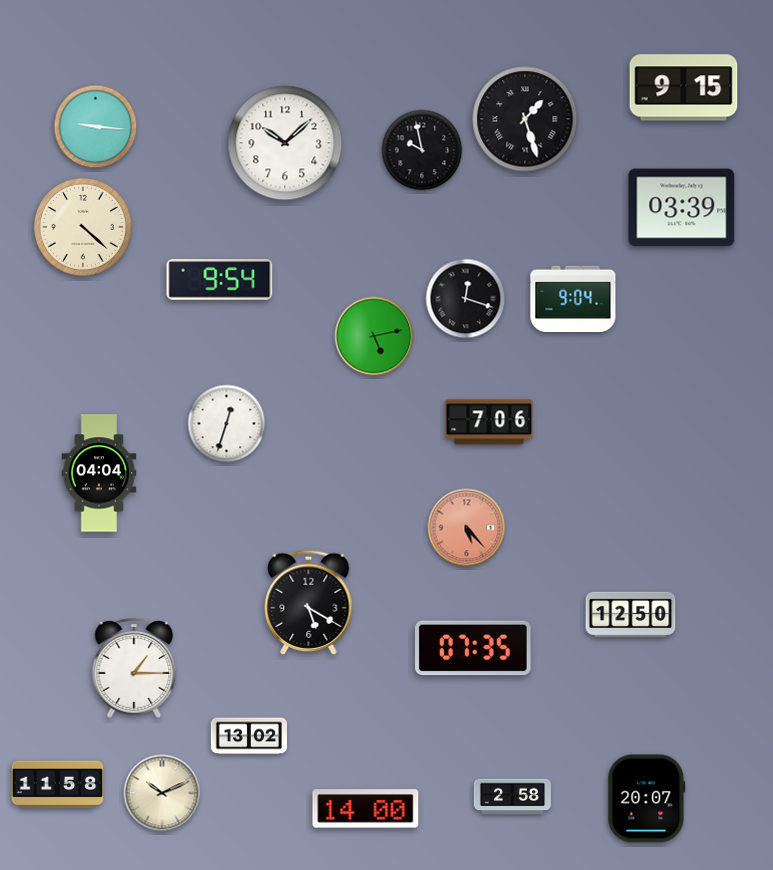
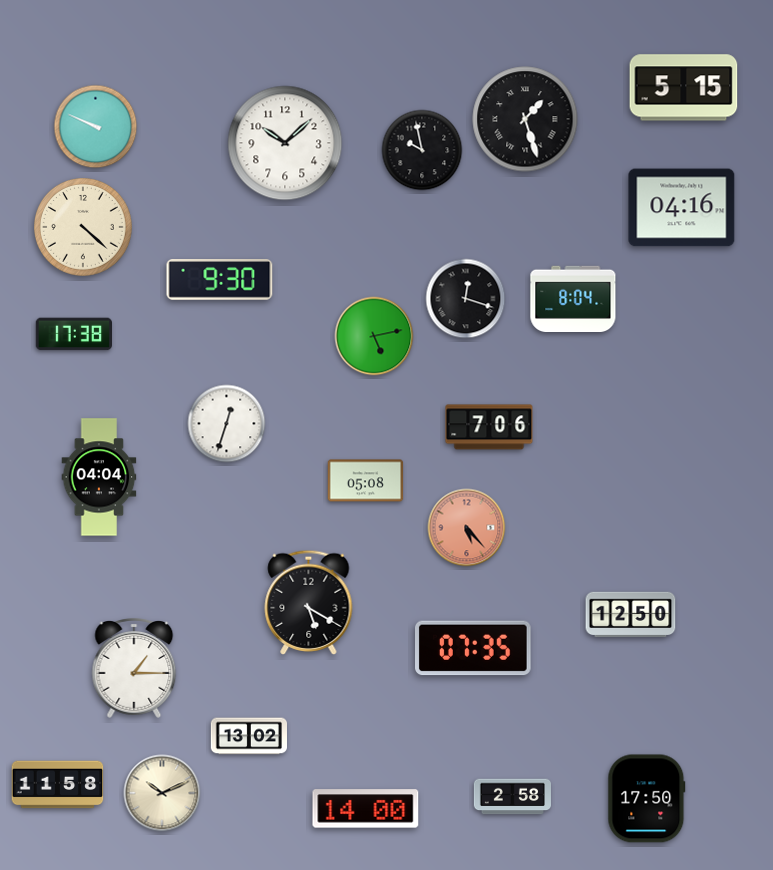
clock at (684, 88): 9:15 -> 5:15
clock at (96, 127): 9:16 -> 9:49
clock at (682, 208): 03:39 -> 04:16
clock at (220, 280): 9:54 -> 9:30
clock at (573, 298): 9:04 -> 8:04
clock at (73, 334): none -> 17:38
clock at (489, 422) position: (489, 422) -> (489, 427)
clock at (99, 473) position: (99, 473) -> (99, 477)
clock at (366, 481): none -> 05:08
clock at (647, 799): 20:07 -> 17:50
